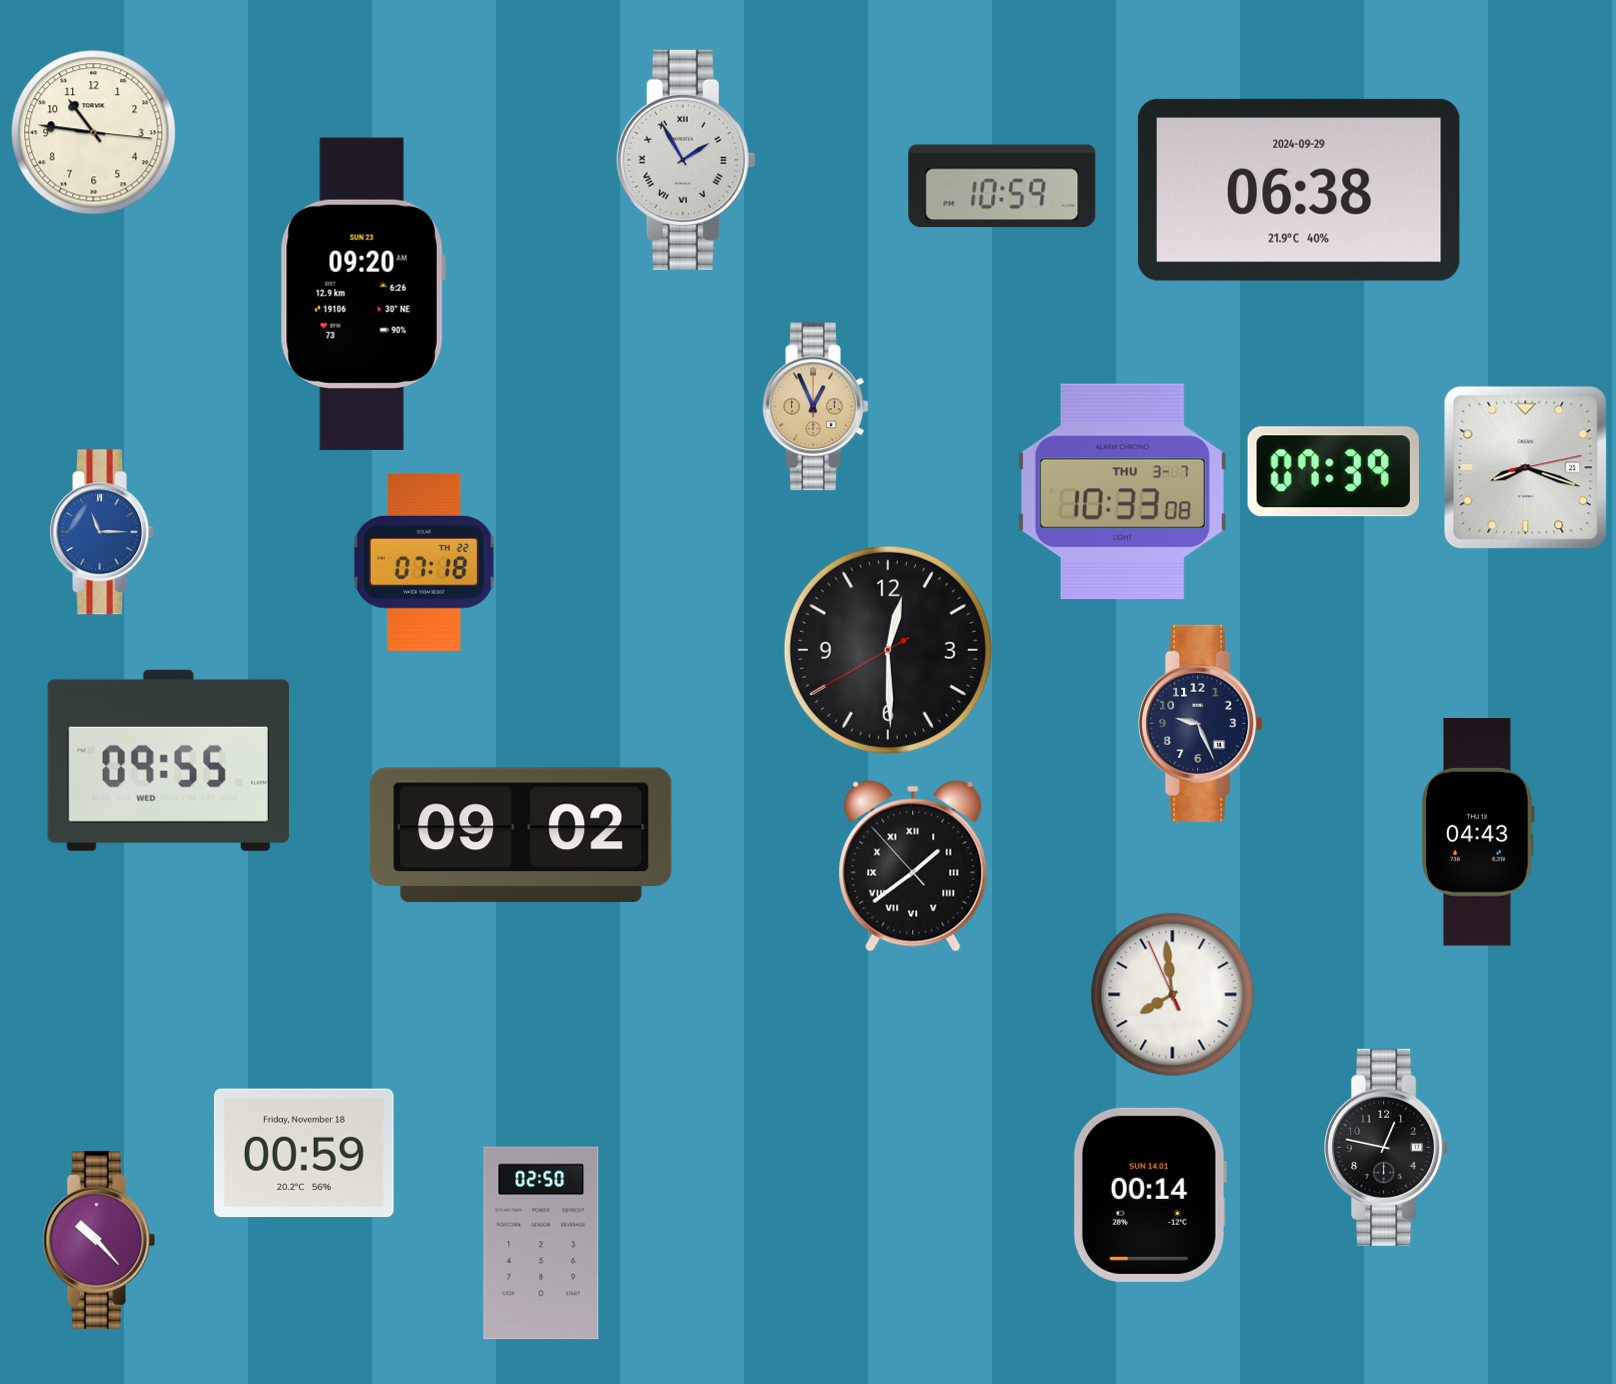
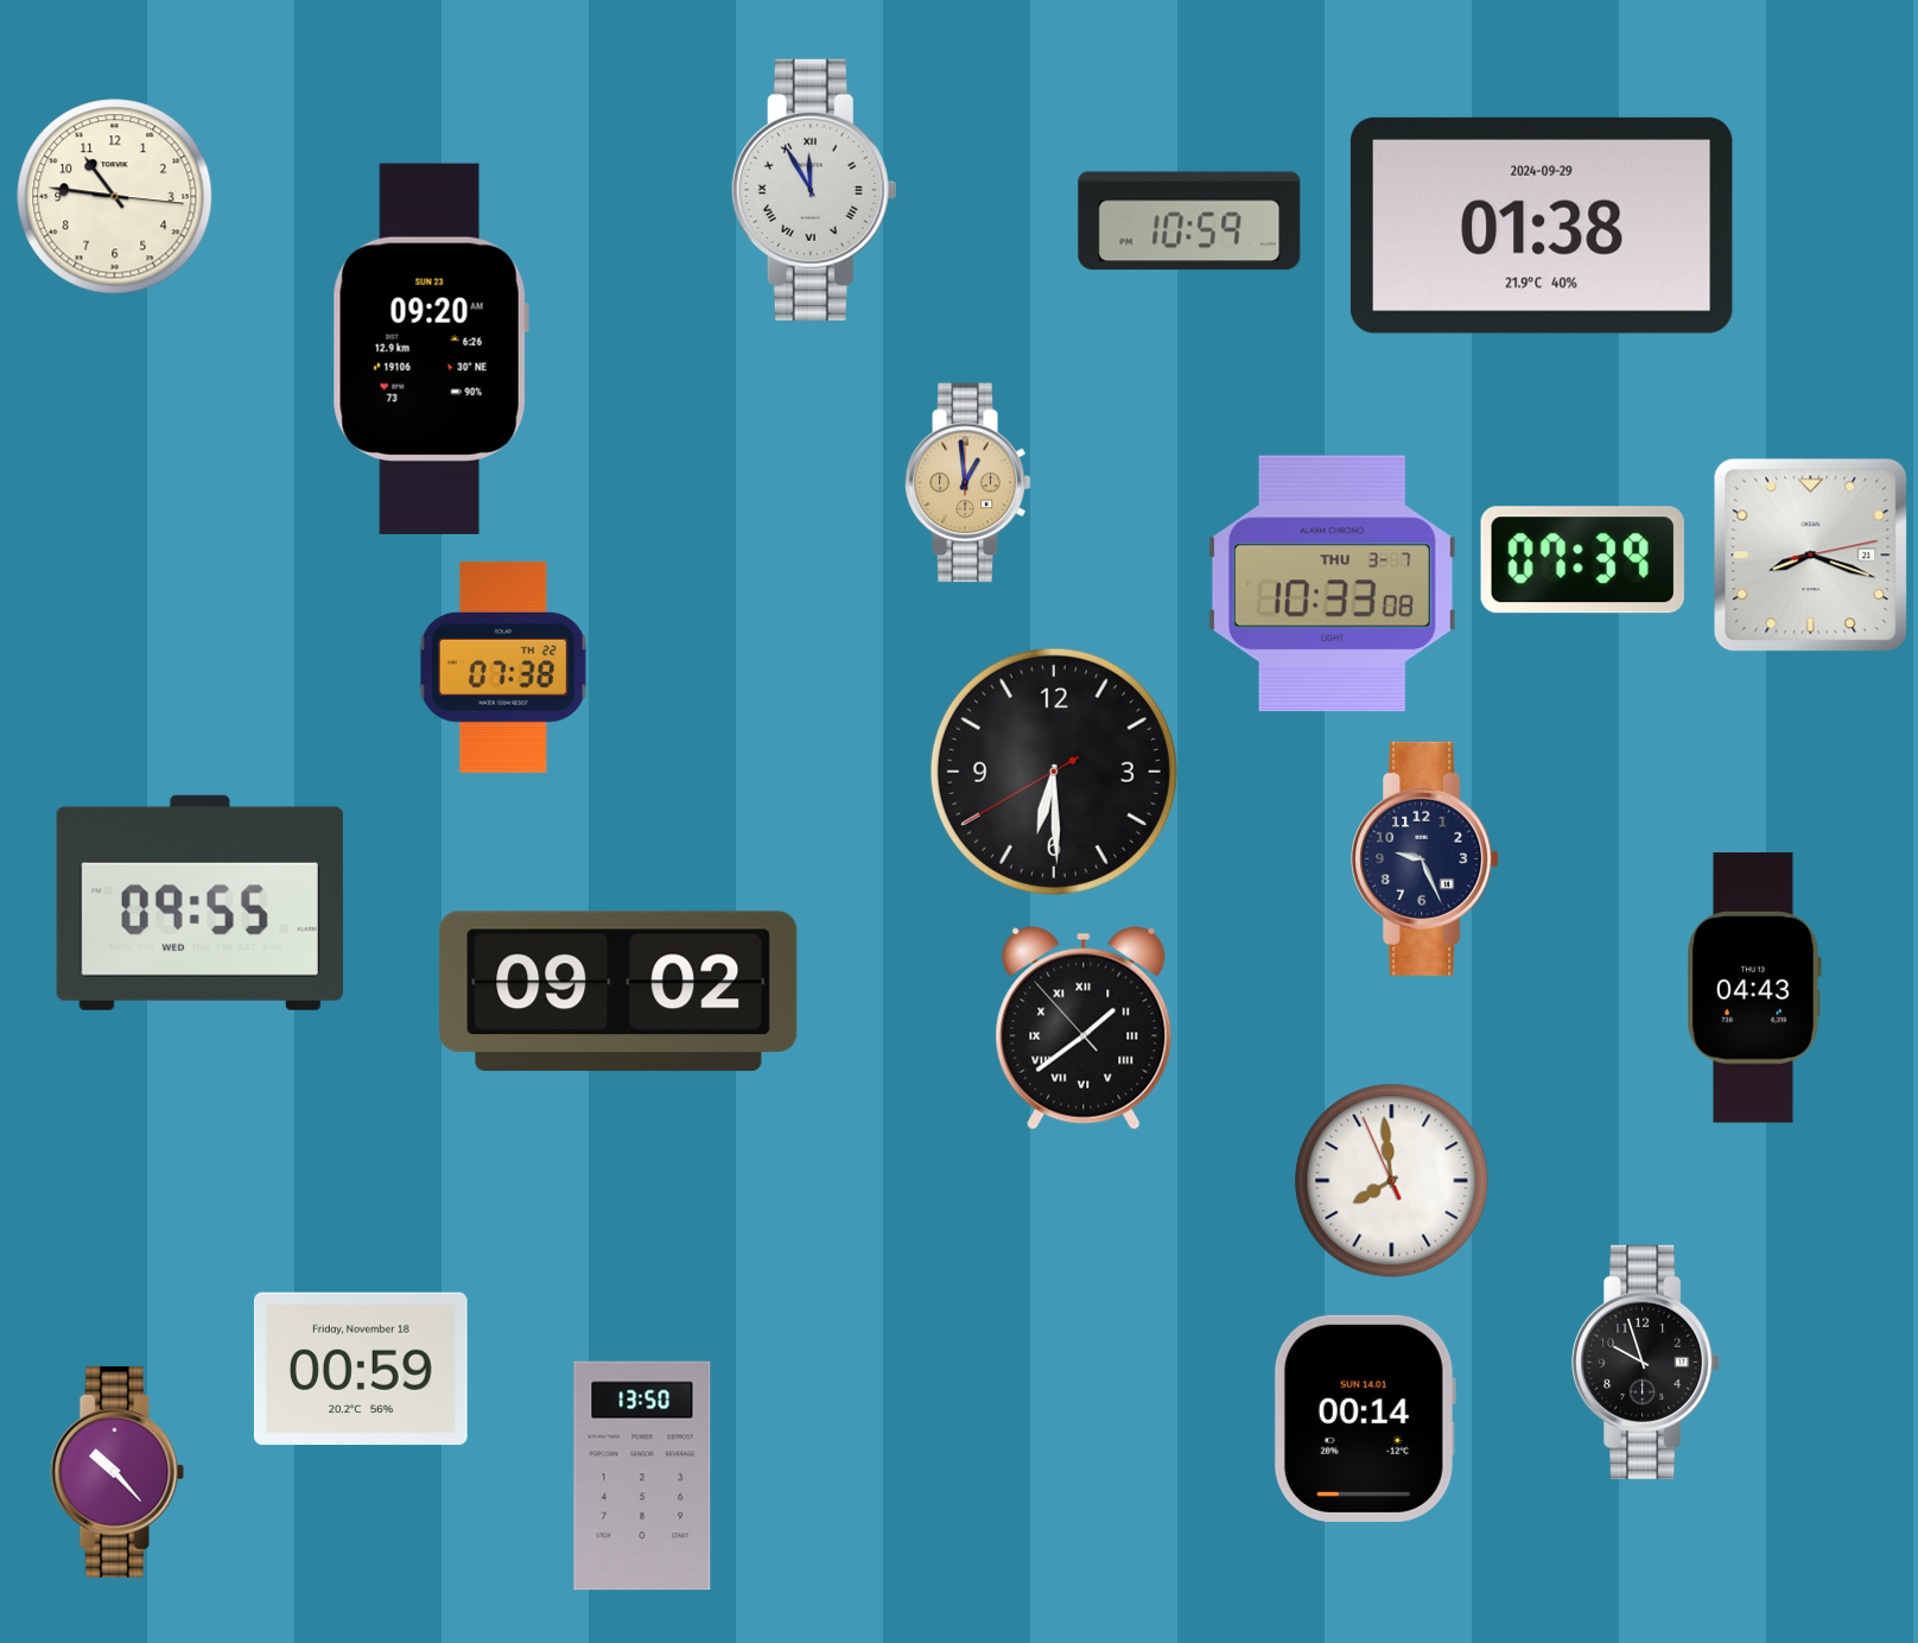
clock at (94, 133) position: (94, 133) -> (115, 197)
clock at (686, 160): 1:55 -> 11:55
clock at (1299, 190): 06:38 -> 01:38
clock at (816, 407): 12:56 -> 12:59
clock at (102, 532): 11:15 -> none
clock at (424, 562): 07:18 -> 07:38
clock at (888, 650): 12:29 -> 6:29
clock at (1387, 1147): 12:47 -> 9:57
clock at (541, 1243): 02:50 -> 13:50
